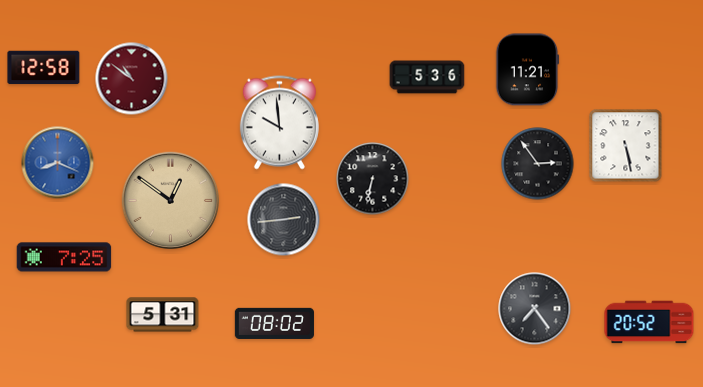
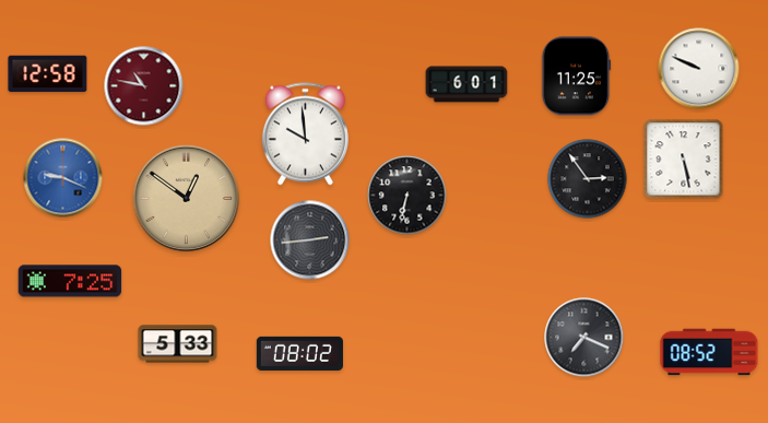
clock at (699, 69): none -> 9:49
clock at (527, 70): 11:21 -> 11:25
clock at (427, 77): 5:36 -> 6:01
clock at (132, 79): 10:51 -> 10:47
clock at (58, 163): 8:19 -> 9:19
clock at (171, 201) position: (171, 201) -> (187, 199)
clock at (535, 309): 7:24 -> 7:19
clock at (163, 315): 5:31 -> 5:33
clock at (649, 322): 20:52 -> 08:52
